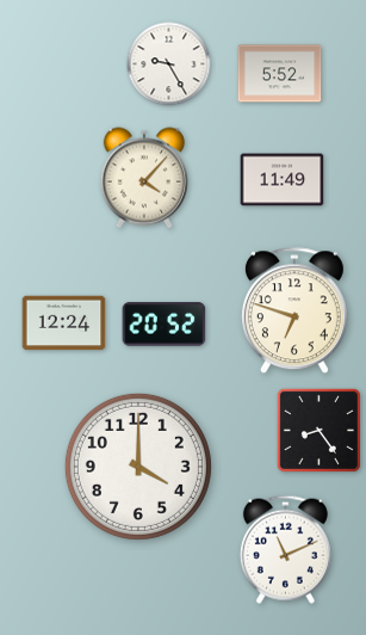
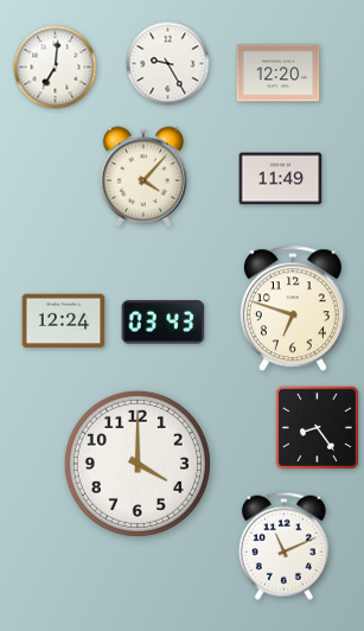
clock at (56, 68): none -> 7:01
clock at (280, 74): 5:52 -> 12:20
clock at (165, 325): 20:52 -> 03:43
